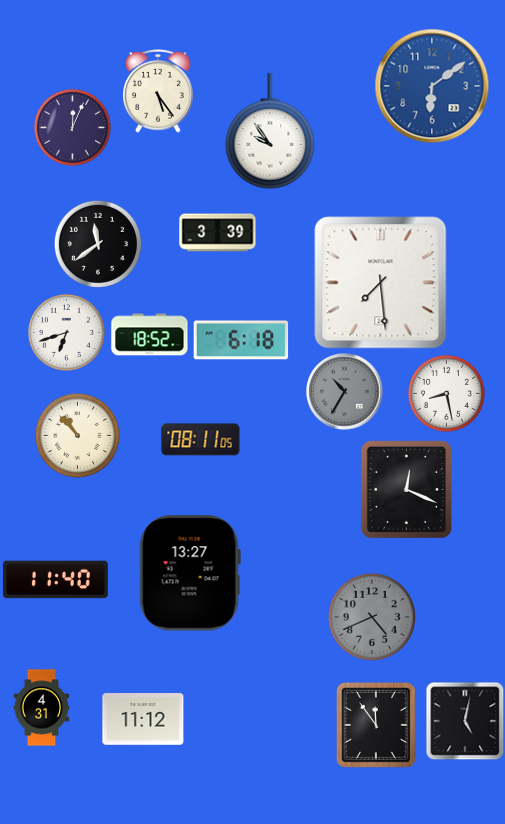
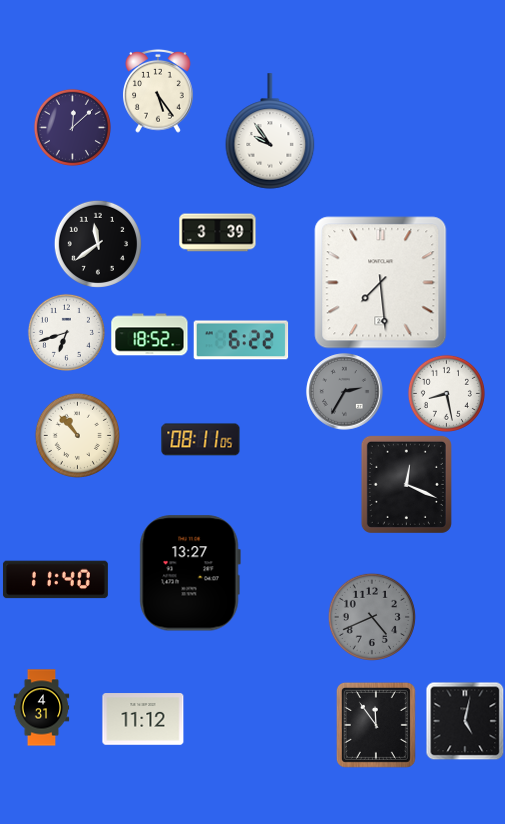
clock at (432, 86): 6:09 -> none
clock at (72, 127): 12:04 -> 12:08
clock at (241, 340): 6:18 -> 6:22
clock at (345, 392): 10:35 -> 2:35
clock at (406, 489) position: (406, 489) -> (406, 484)
